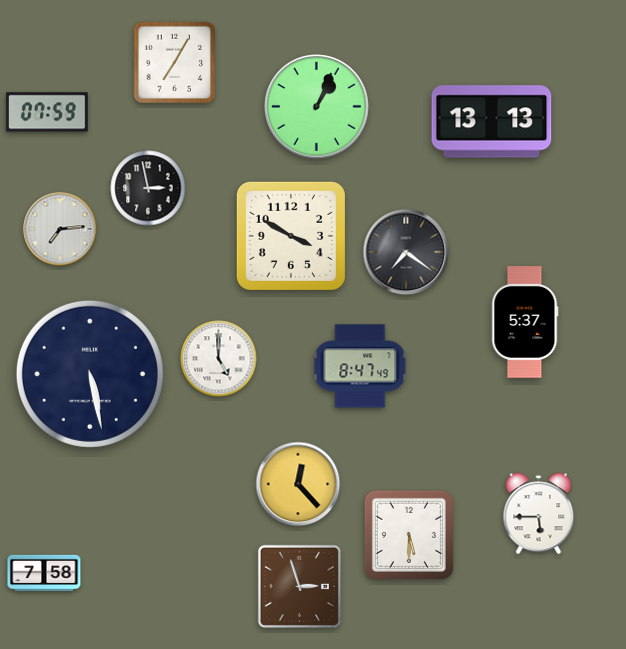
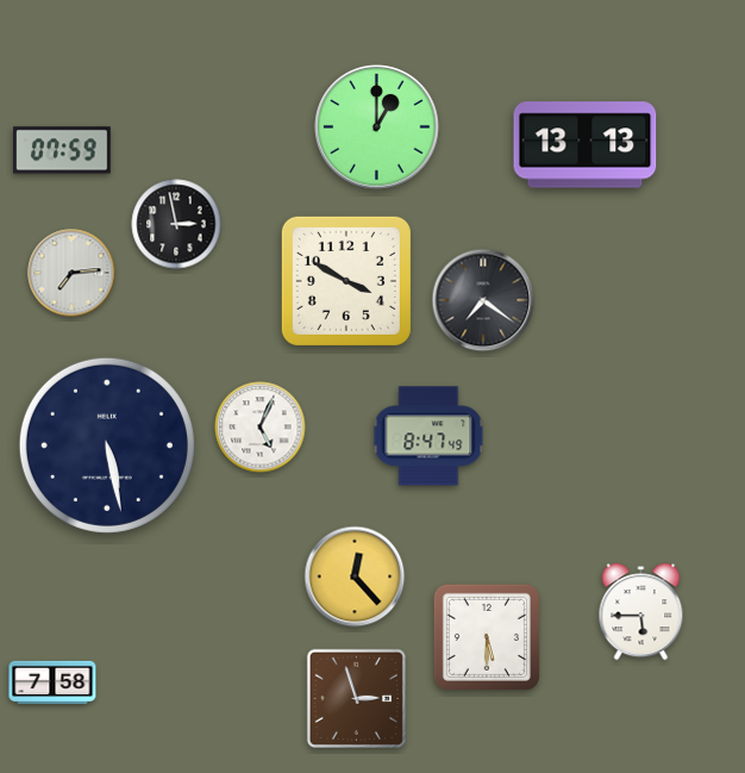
clock at (175, 63): 7:05 -> none
clock at (317, 107): 1:04 -> 1:00
clock at (48, 112) position: (48, 112) -> (63, 150)
clock at (525, 322): 5:37 -> none
clock at (219, 359): 5:00 -> 5:04
